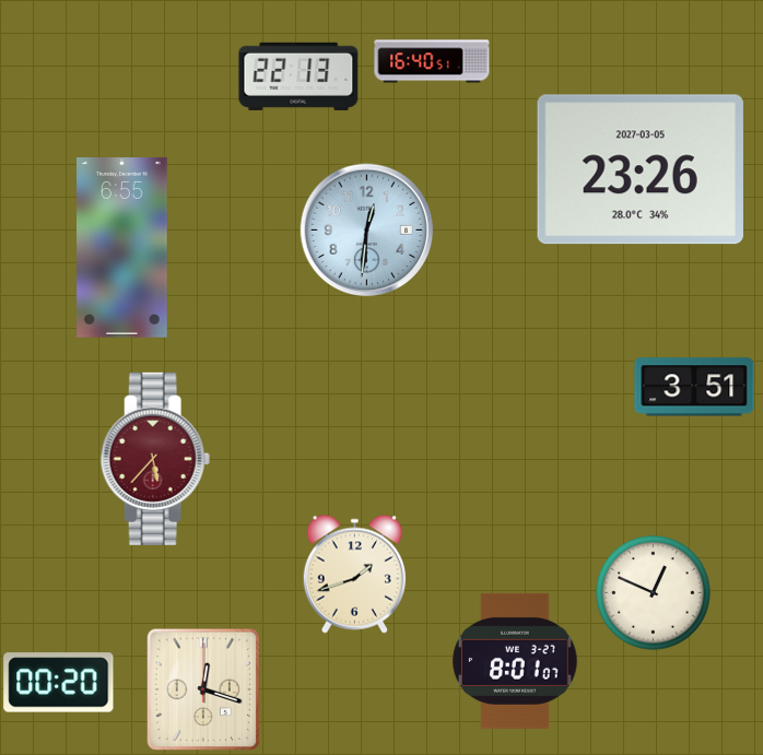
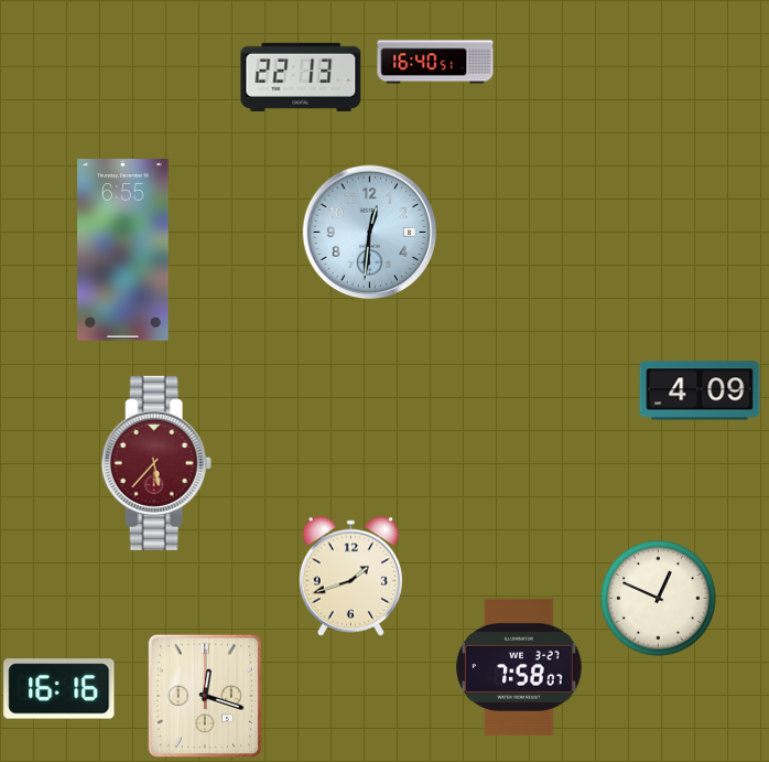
clock at (641, 169): 23:26 -> none
clock at (694, 387): 3:51 -> 4:09
clock at (354, 574) position: (354, 574) -> (350, 576)
clock at (515, 661): 8:01 -> 7:58
clock at (59, 683): 00:20 -> 16:16
